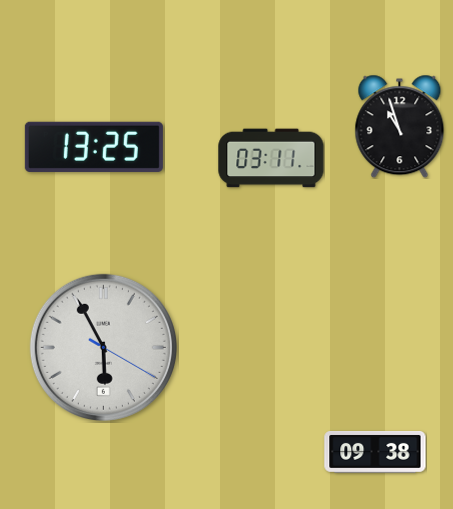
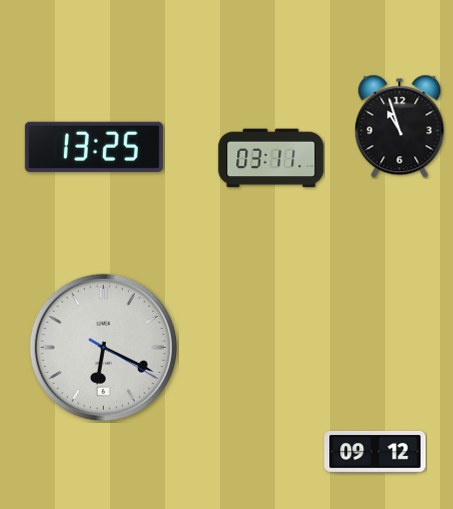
clock at (103, 347): 5:55 -> 6:19
clock at (375, 453): 09:38 -> 09:12
